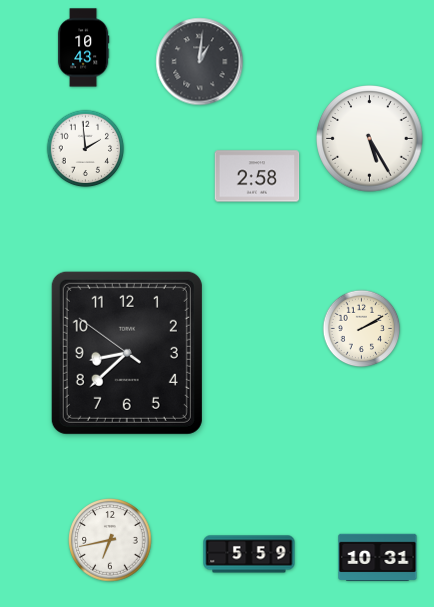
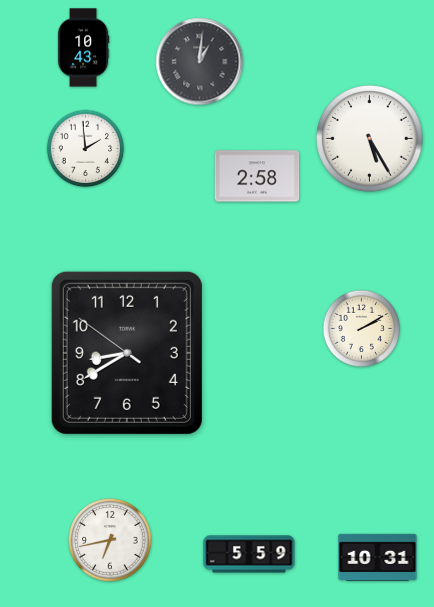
clock at (127, 353): 8:37 -> 8:39
